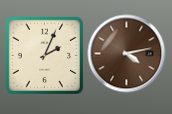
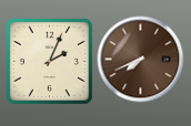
clock at (126, 53): 4:13 -> 7:41
